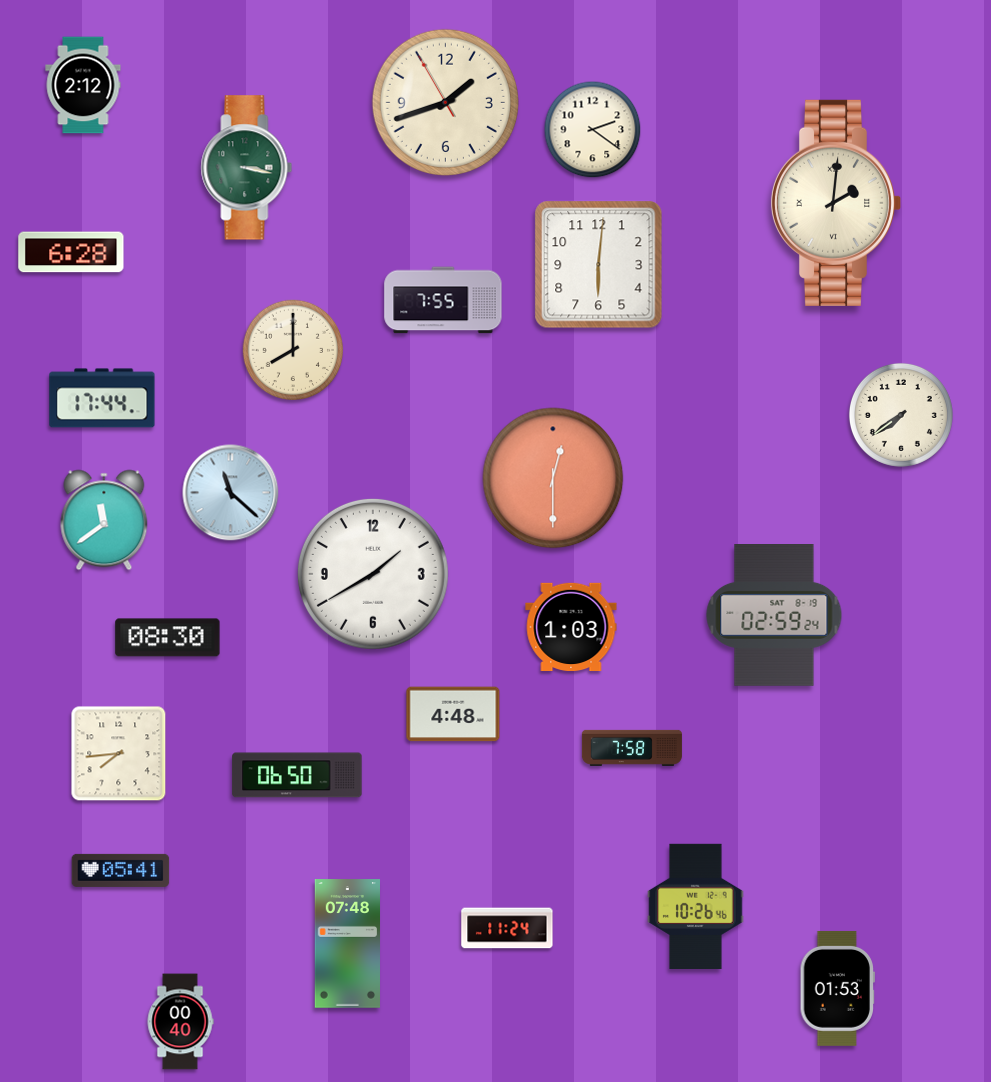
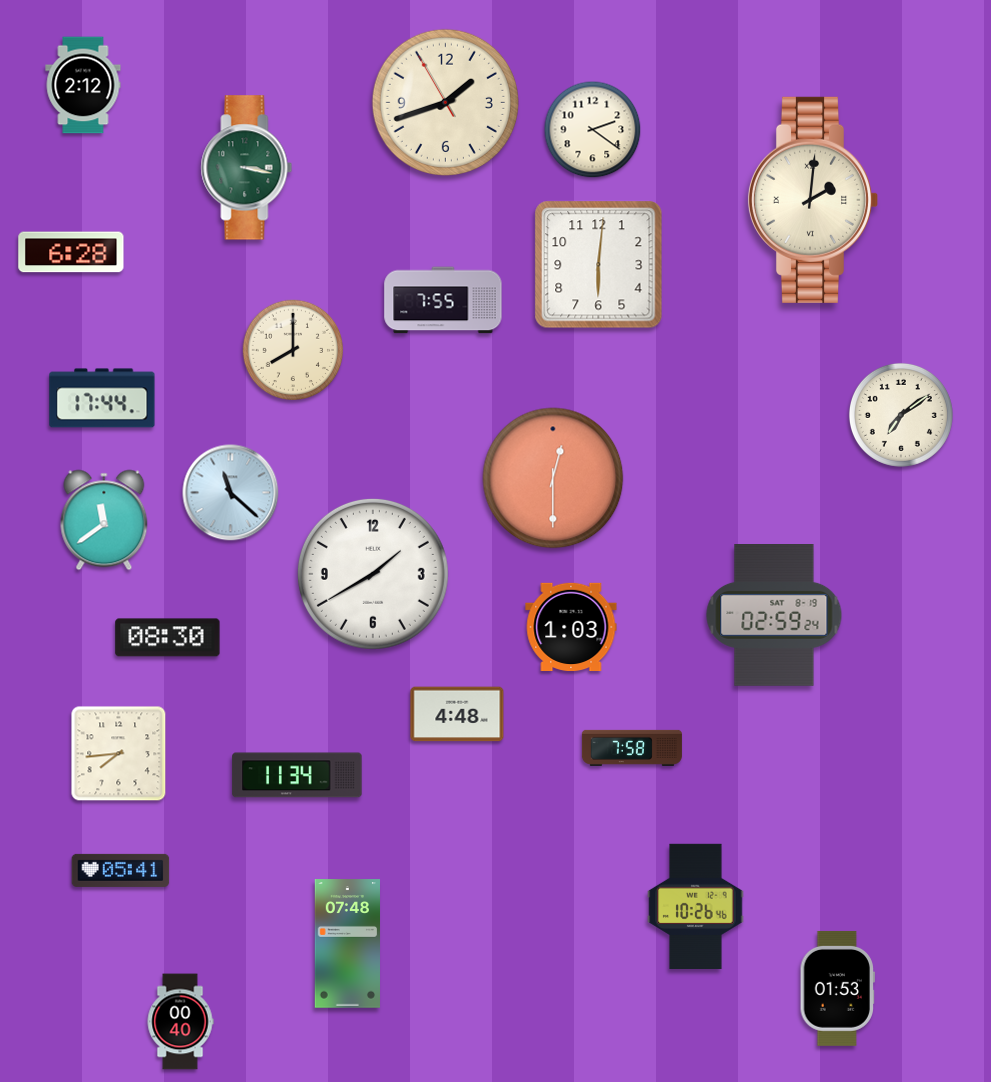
clock at (835, 203) position: (835, 203) -> (812, 200)
clock at (901, 415): 7:39 -> 7:09
clock at (453, 714) position: (453, 714) -> (457, 714)
clock at (297, 775): 06:50 -> 11:34
clock at (507, 928): 11:24 -> none
